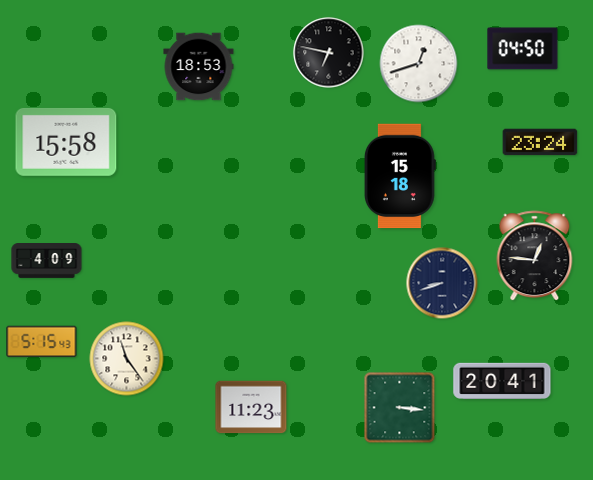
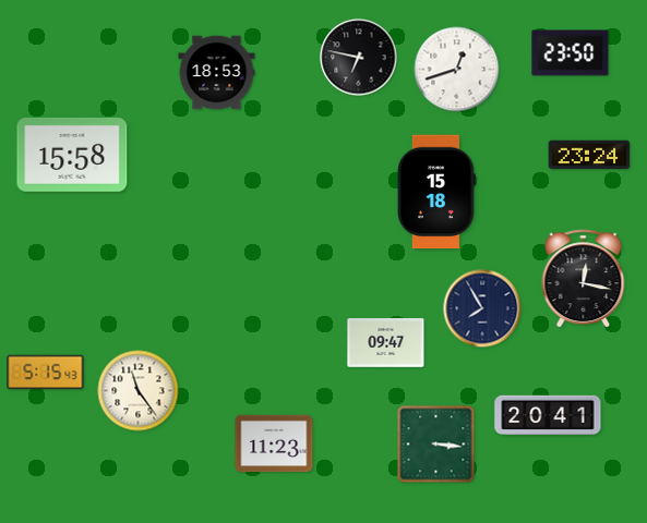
clock at (523, 49): 04:50 -> 23:50
clock at (535, 256): 12:46 -> 12:17
clock at (47, 261): 4:09 -> none
clock at (442, 283): 8:42 -> 7:55
clock at (386, 343): none -> 09:47
